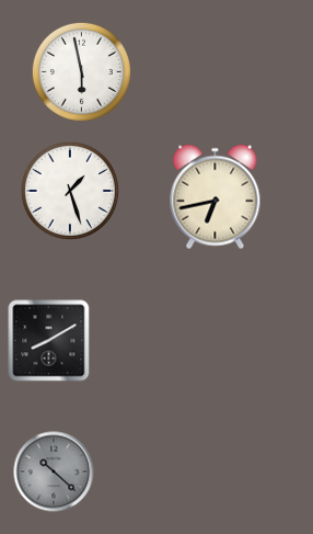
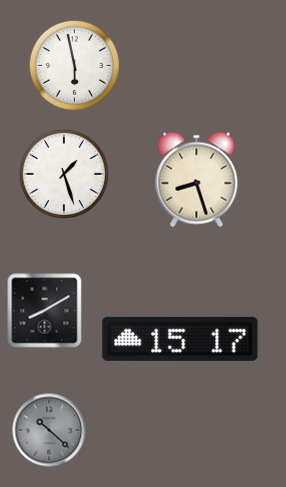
clock at (216, 197): 6:43 -> 8:27
clock at (180, 339): none -> 15:17
